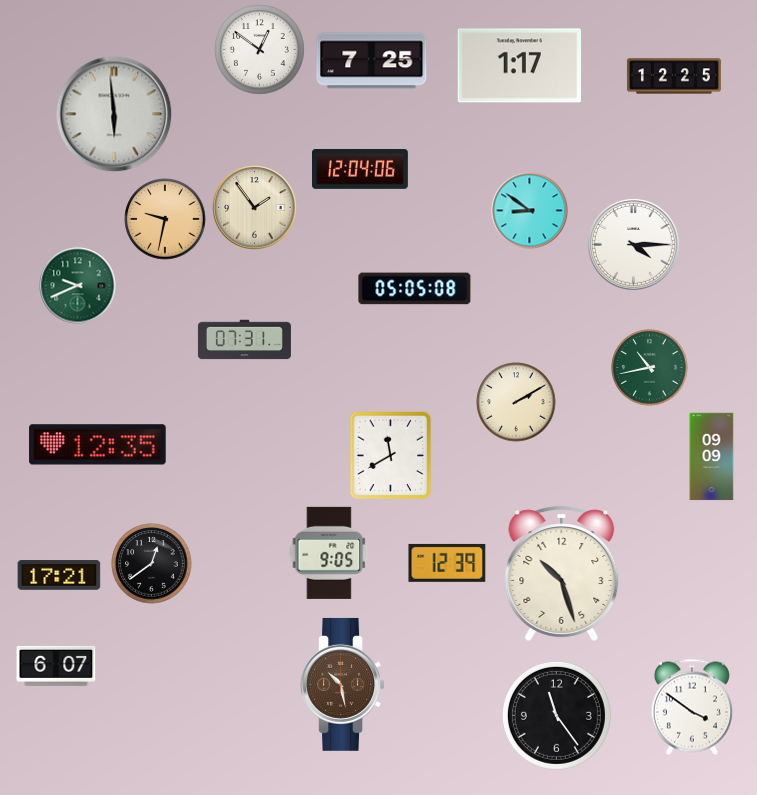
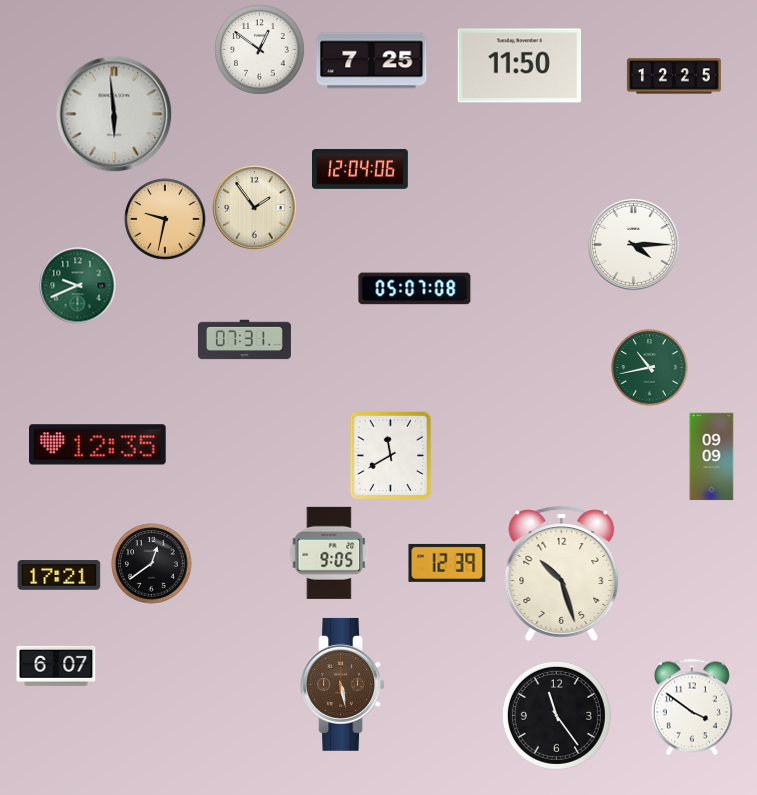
clock at (520, 66): 1:17 -> 11:50
clock at (530, 211): 8:51 -> none
clock at (415, 289): 05:05 -> 05:07
clock at (516, 402): 2:10 -> none
clock at (342, 684): 10:28 -> 5:28
